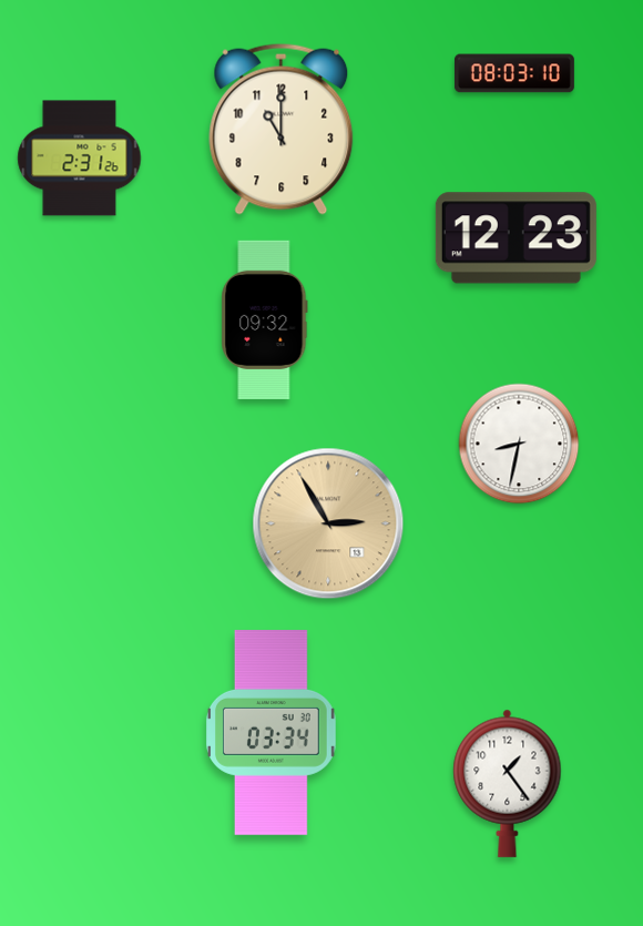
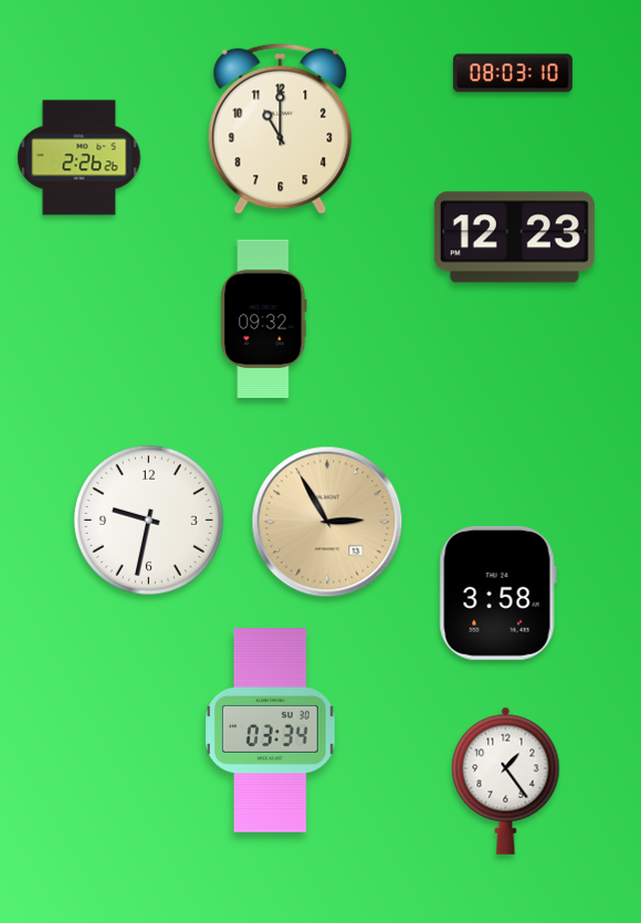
clock at (80, 159): 2:31 -> 2:26
clock at (519, 444): 8:32 -> none
clock at (148, 520): none -> 9:32
clock at (497, 592): none -> 3:58
